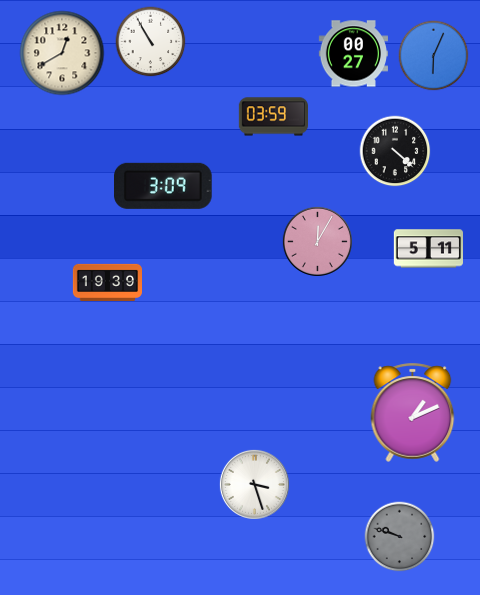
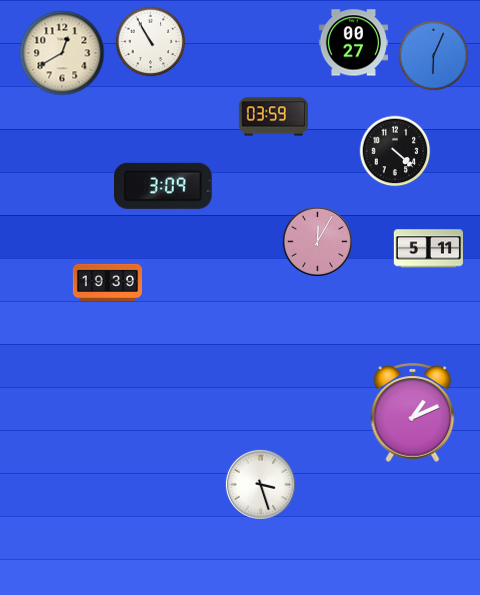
clock at (353, 54) position: (353, 54) -> (353, 43)
clock at (254, 484) position: (254, 484) -> (260, 484)
clock at (400, 537): 9:48 -> none
